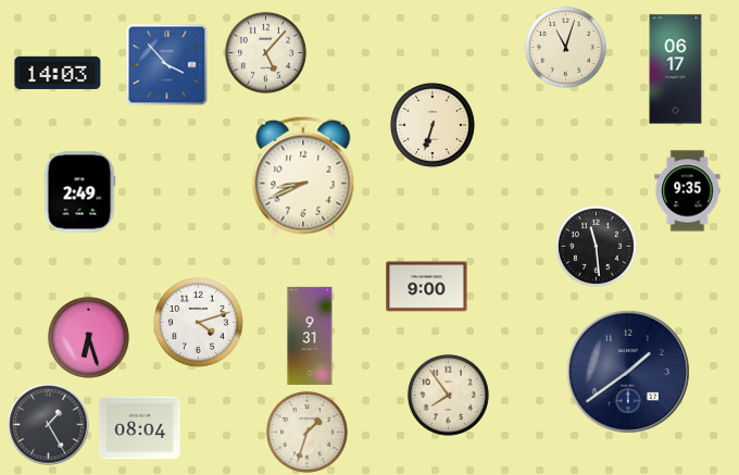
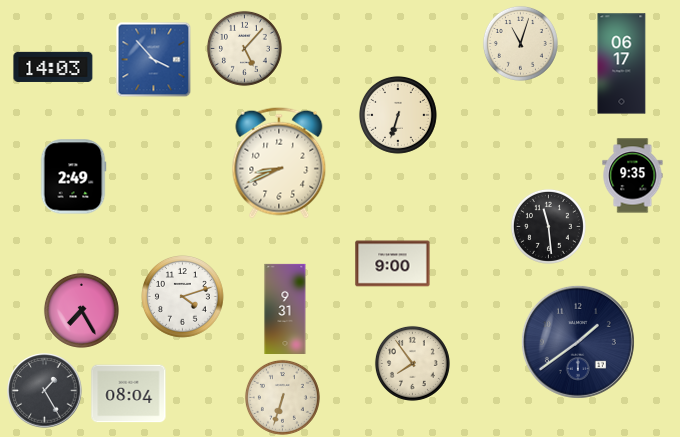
clock at (88, 337): 6:27 -> 7:25
clock at (306, 432): 1:33 -> 6:33
